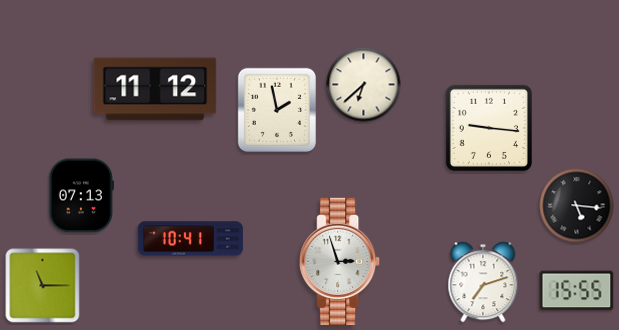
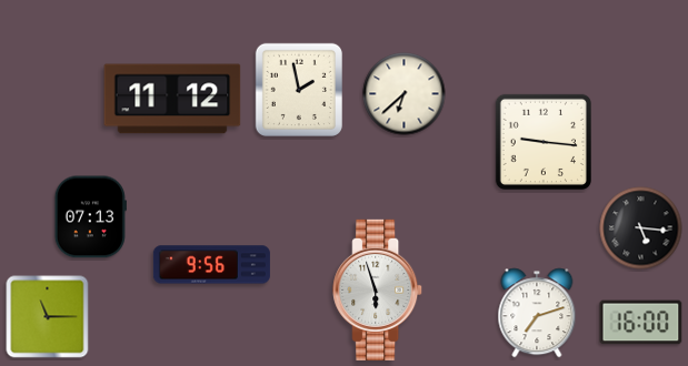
clock at (277, 110) position: (277, 110) -> (299, 90)
clock at (190, 239): 10:41 -> 9:56
clock at (340, 261): 2:57 -> 5:57
clock at (577, 291): 15:55 -> 16:00
